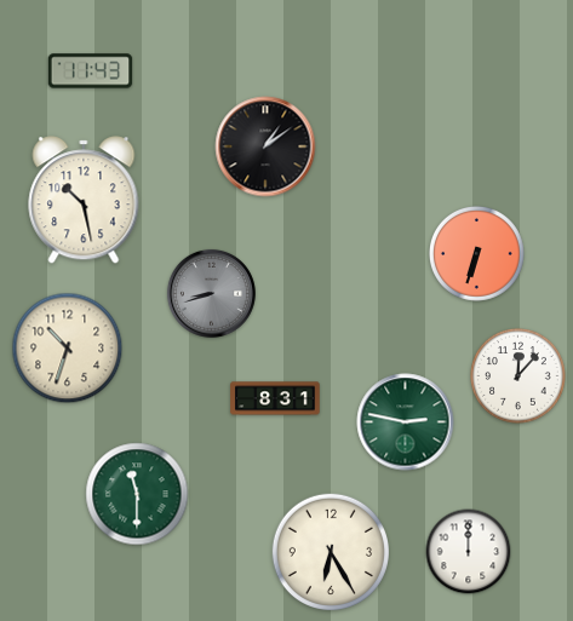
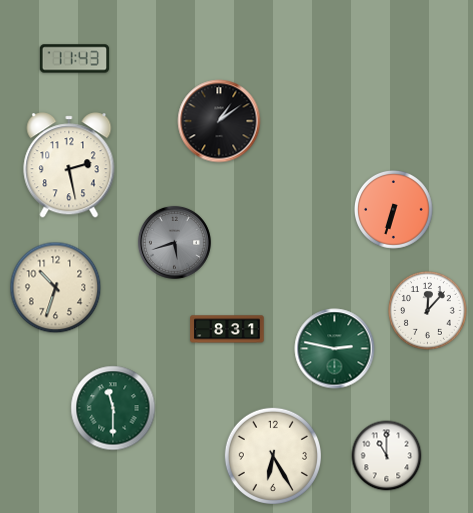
clock at (84, 200): 10:28 -> 2:28
clock at (211, 293): 8:42 -> 5:42
clock at (469, 552): 12:00 -> 11:00
